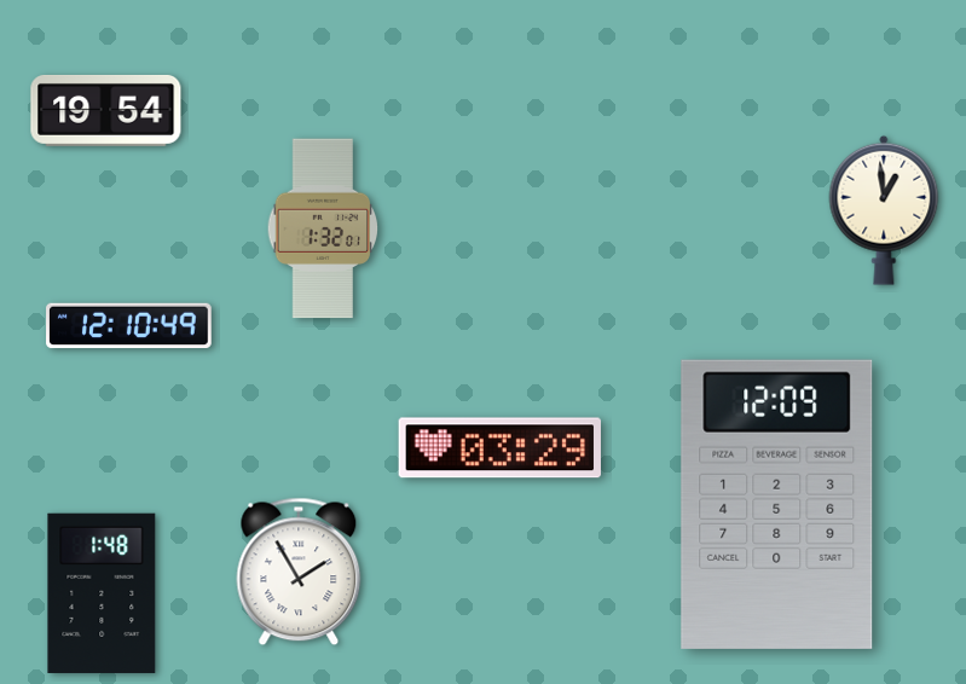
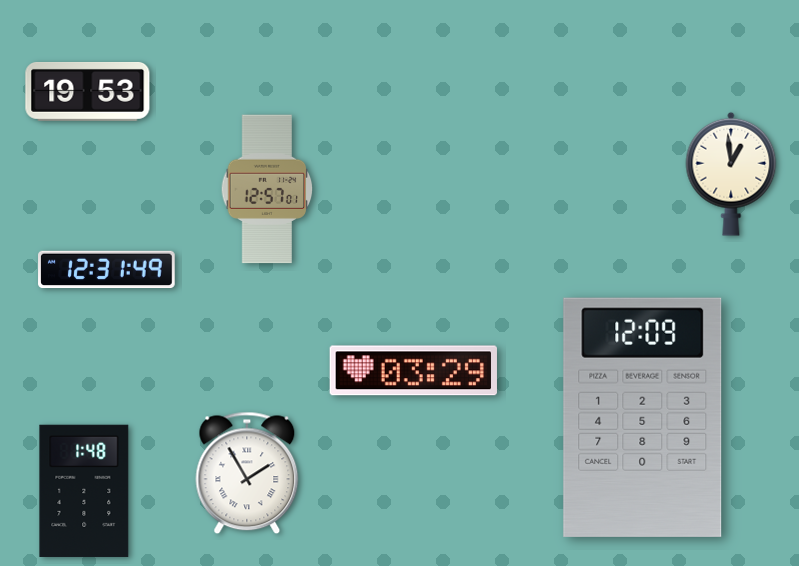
clock at (106, 110): 19:54 -> 19:53
clock at (323, 228): 1:32 -> 12:57
clock at (129, 326): 12:10 -> 12:31
